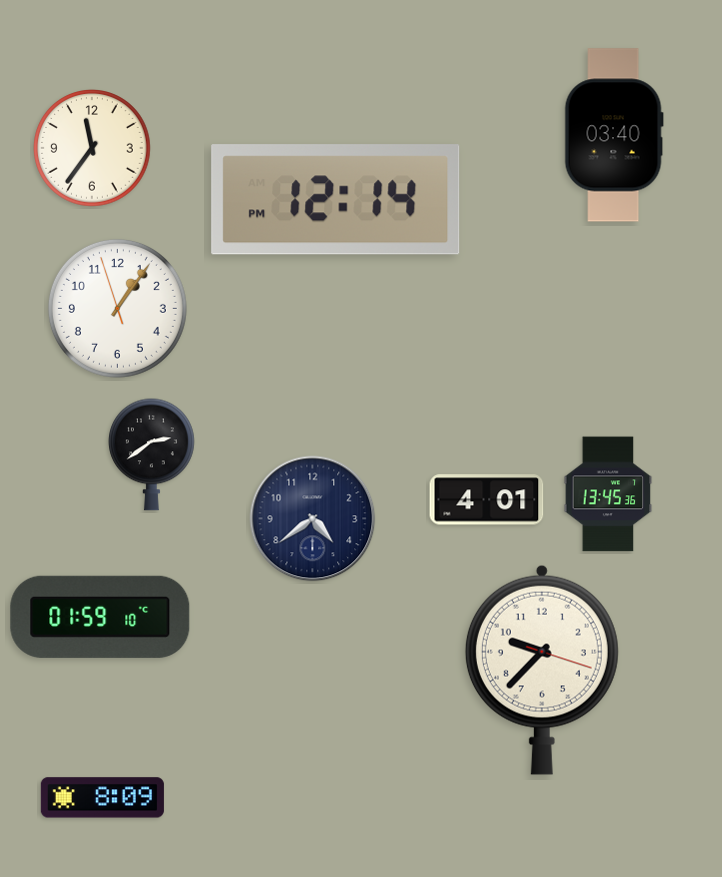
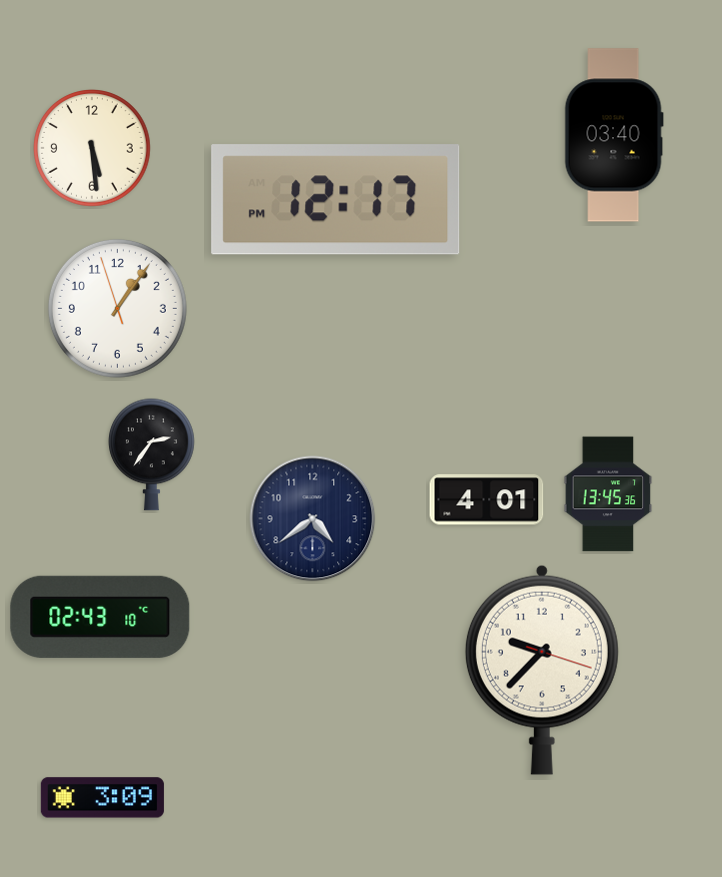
clock at (93, 149): 11:36 -> 5:29
clock at (336, 200): 12:14 -> 12:17
clock at (152, 454): 2:39 -> 2:36
clock at (100, 617): 01:59 -> 02:43
clock at (102, 798): 8:09 -> 3:09
